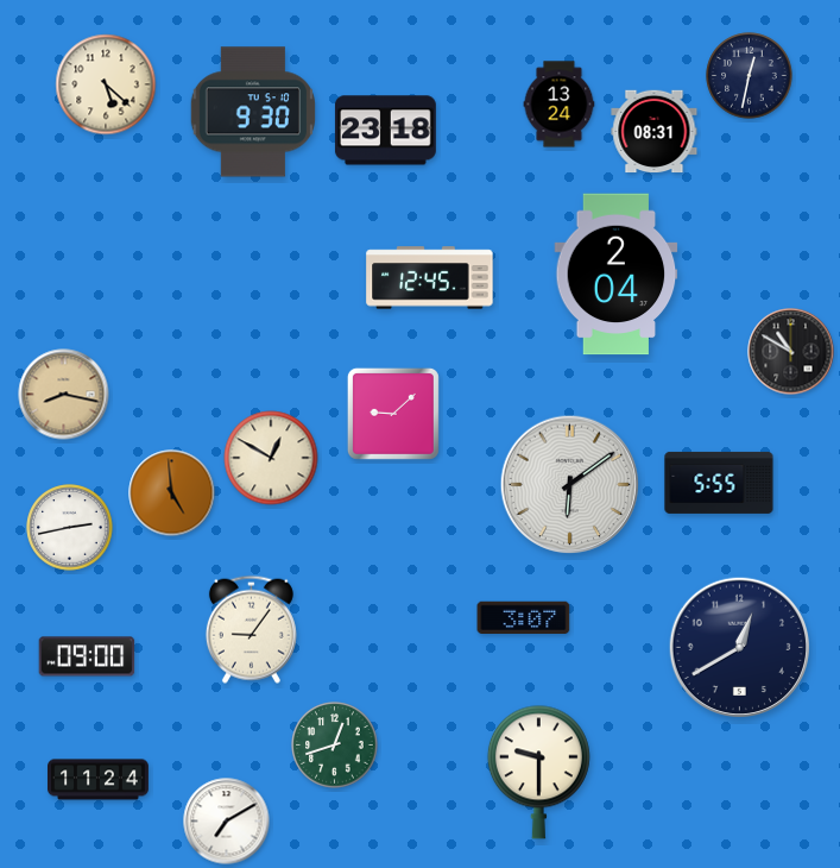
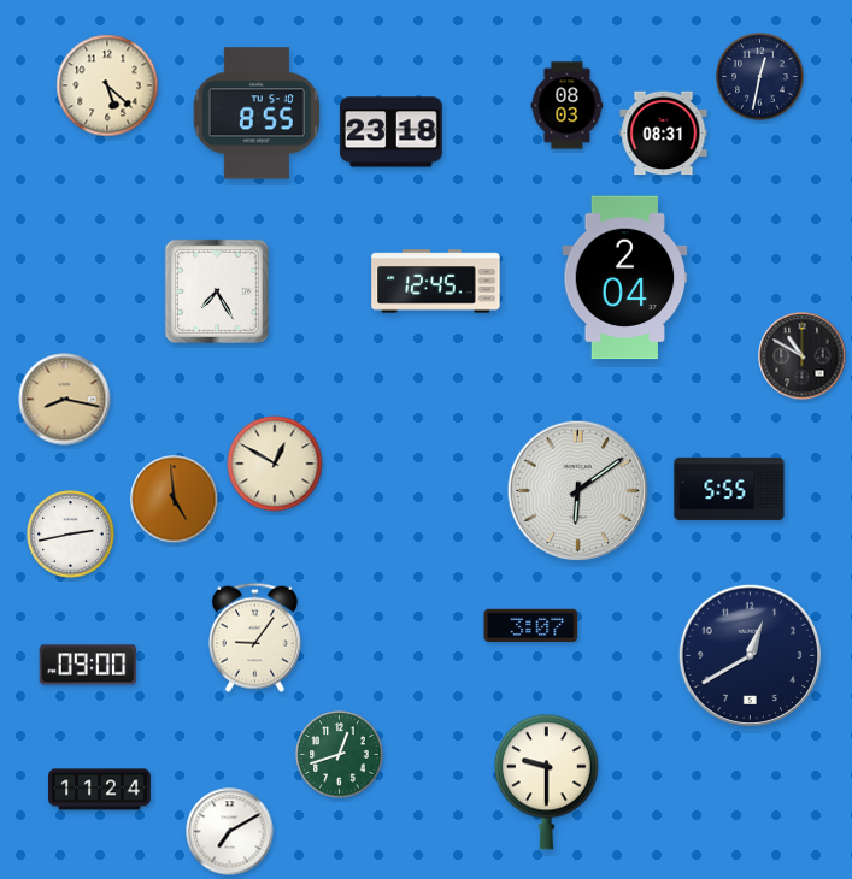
clock at (560, 105): 13:24 -> 08:03
clock at (252, 112): 9:30 -> 8:55
clock at (217, 291): none -> 7:25
clock at (393, 414): 9:08 -> none
